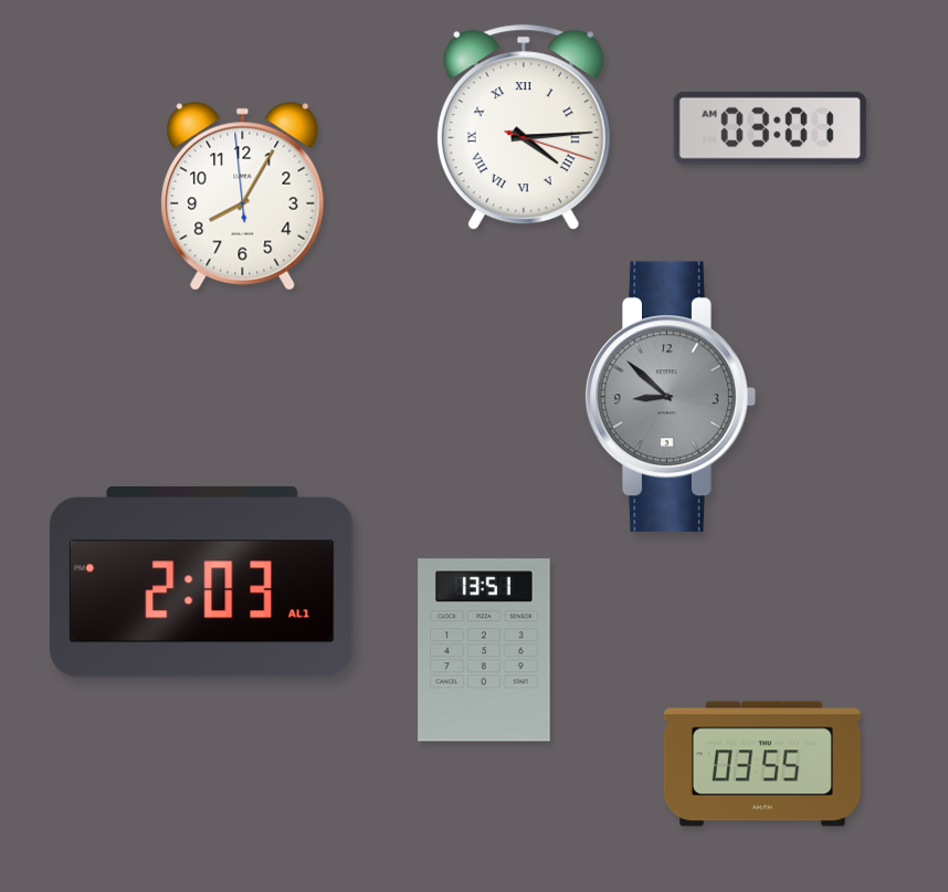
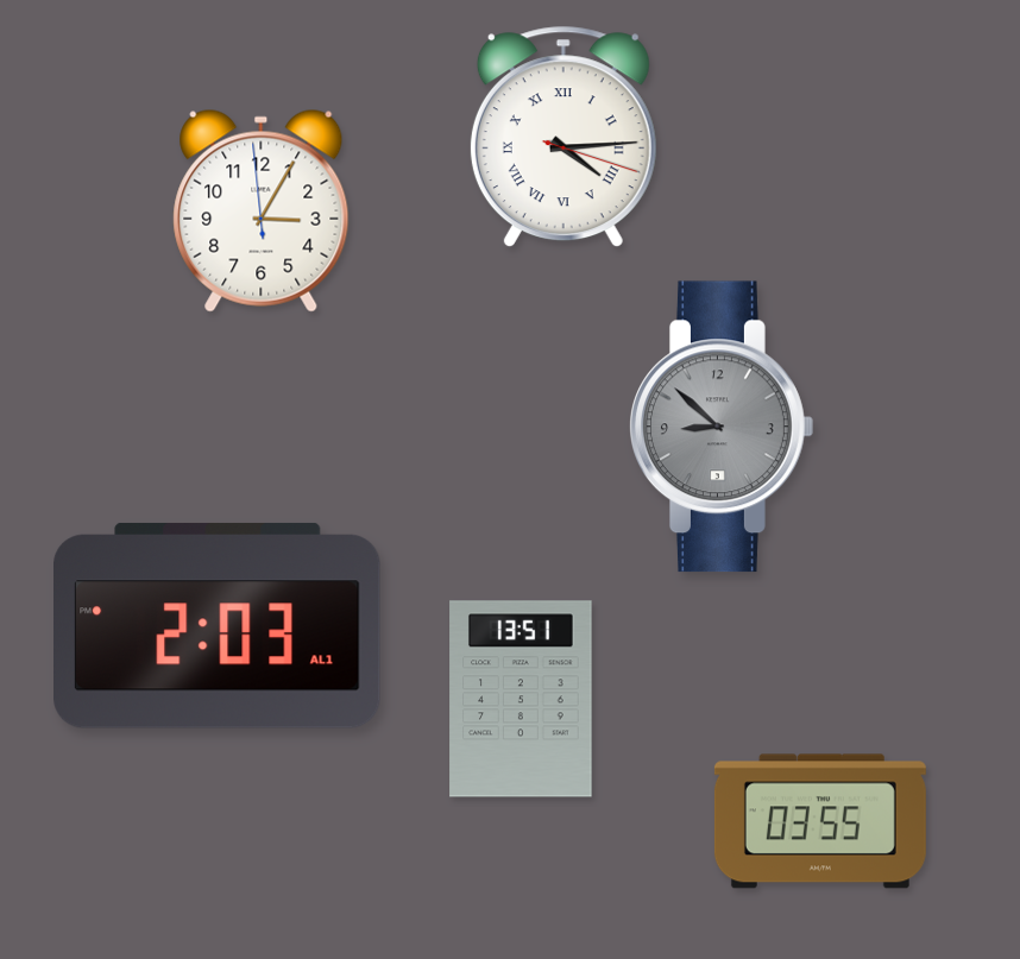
clock at (770, 128): 03:01 -> none
clock at (243, 196): 8:04 -> 3:04
